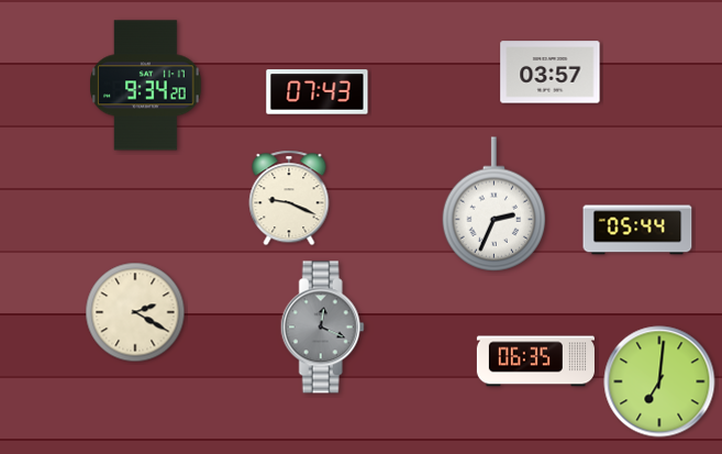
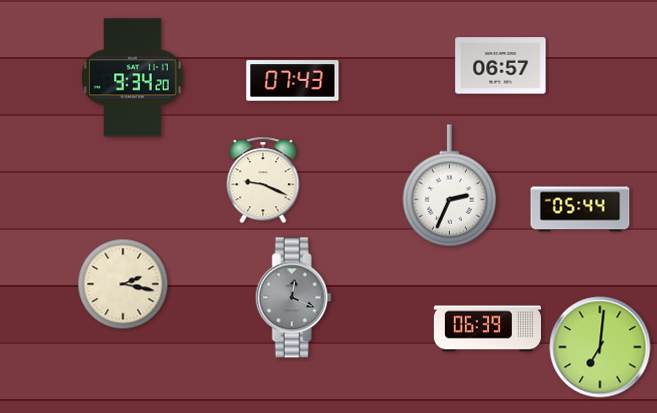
clock at (551, 73): 03:57 -> 06:57
clock at (318, 92) position: (318, 92) -> (293, 81)
clock at (135, 312): 2:20 -> 2:17
clock at (535, 362): 06:35 -> 06:39
